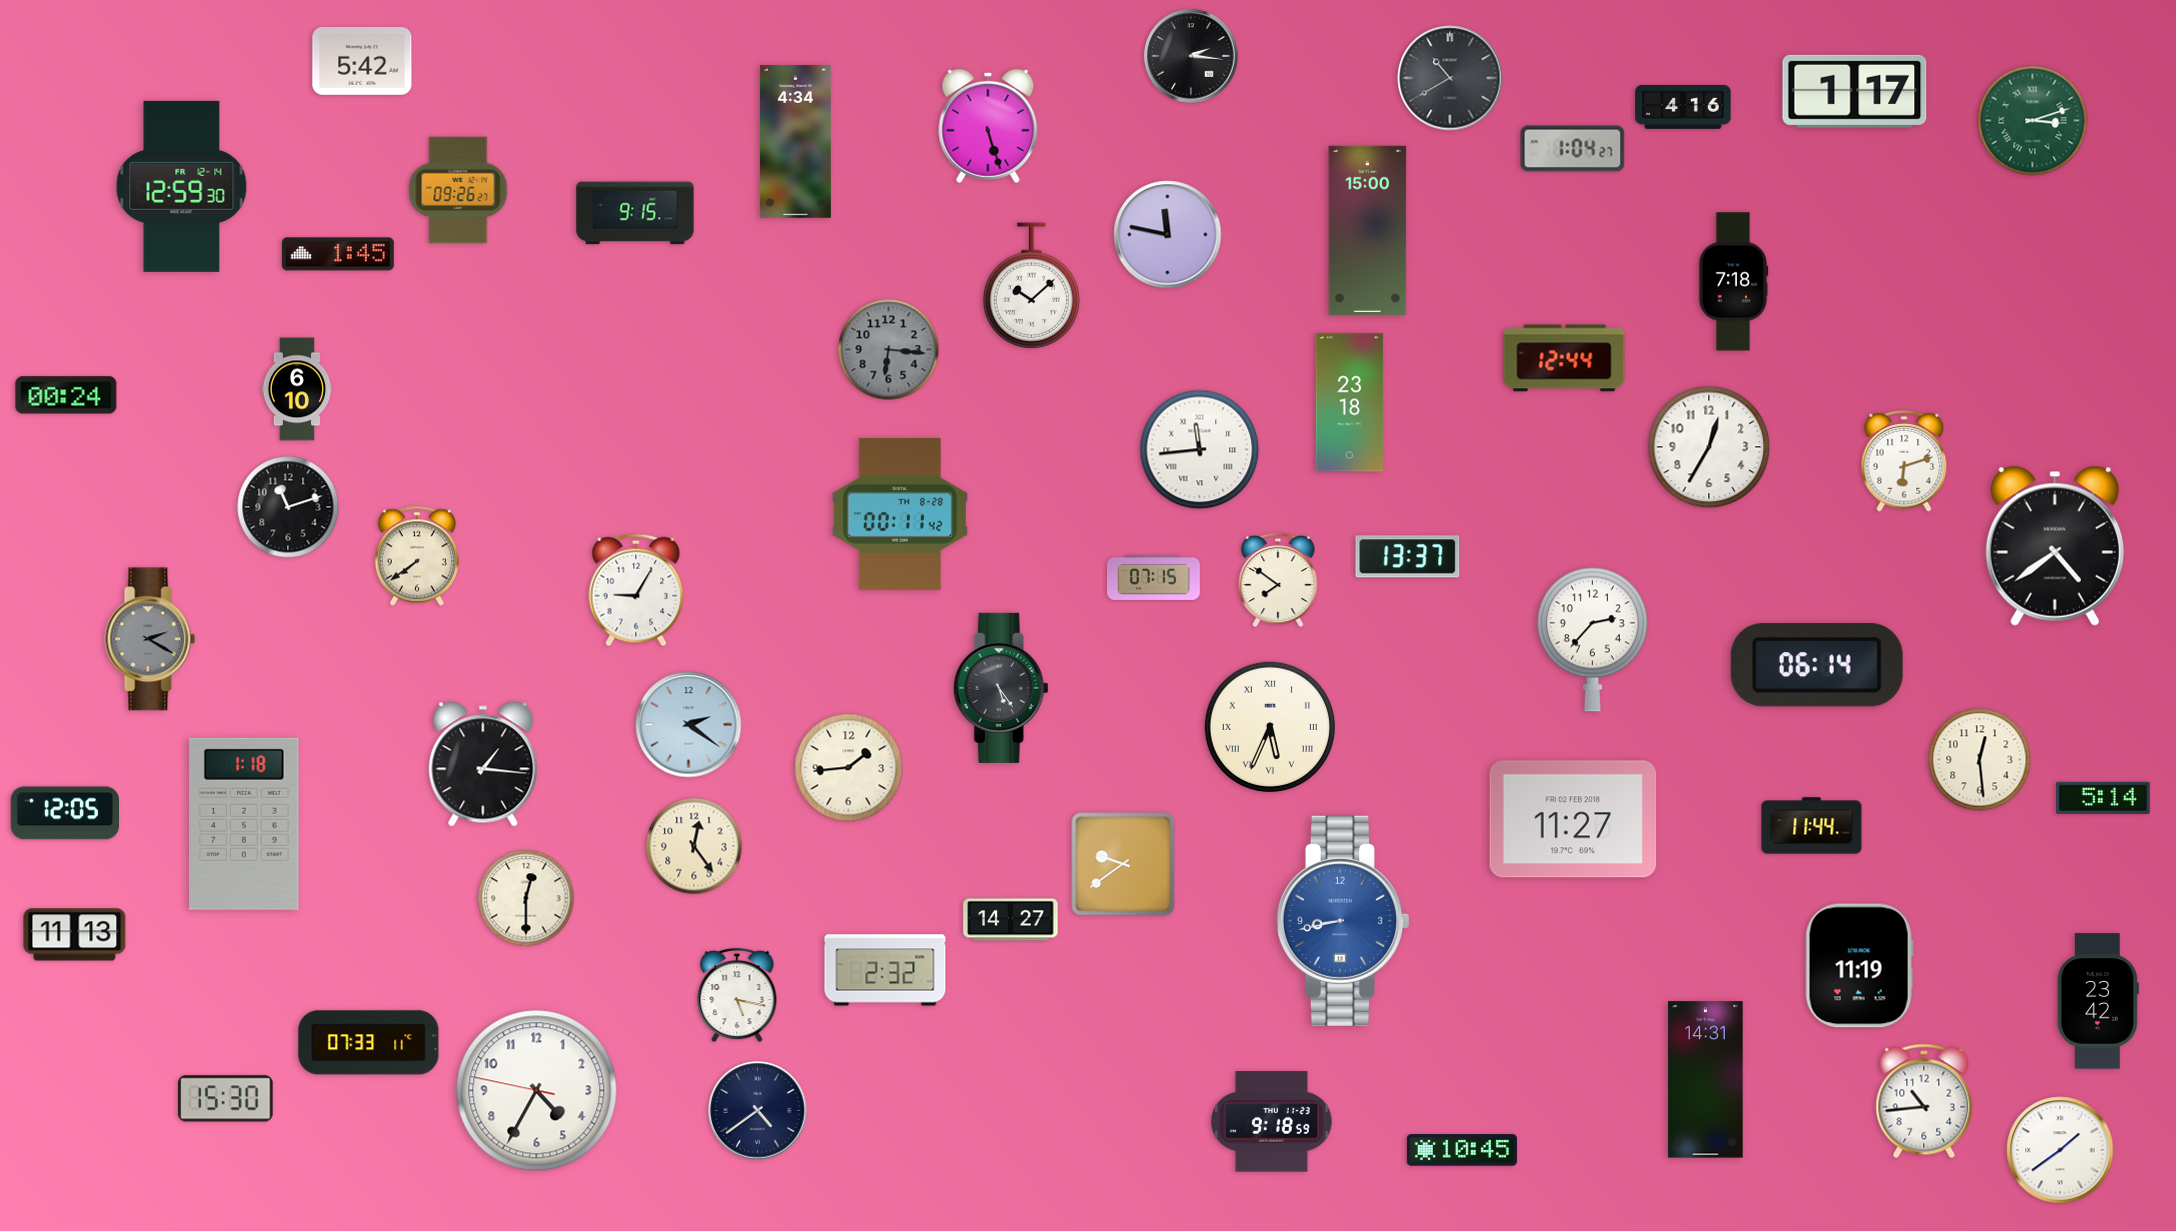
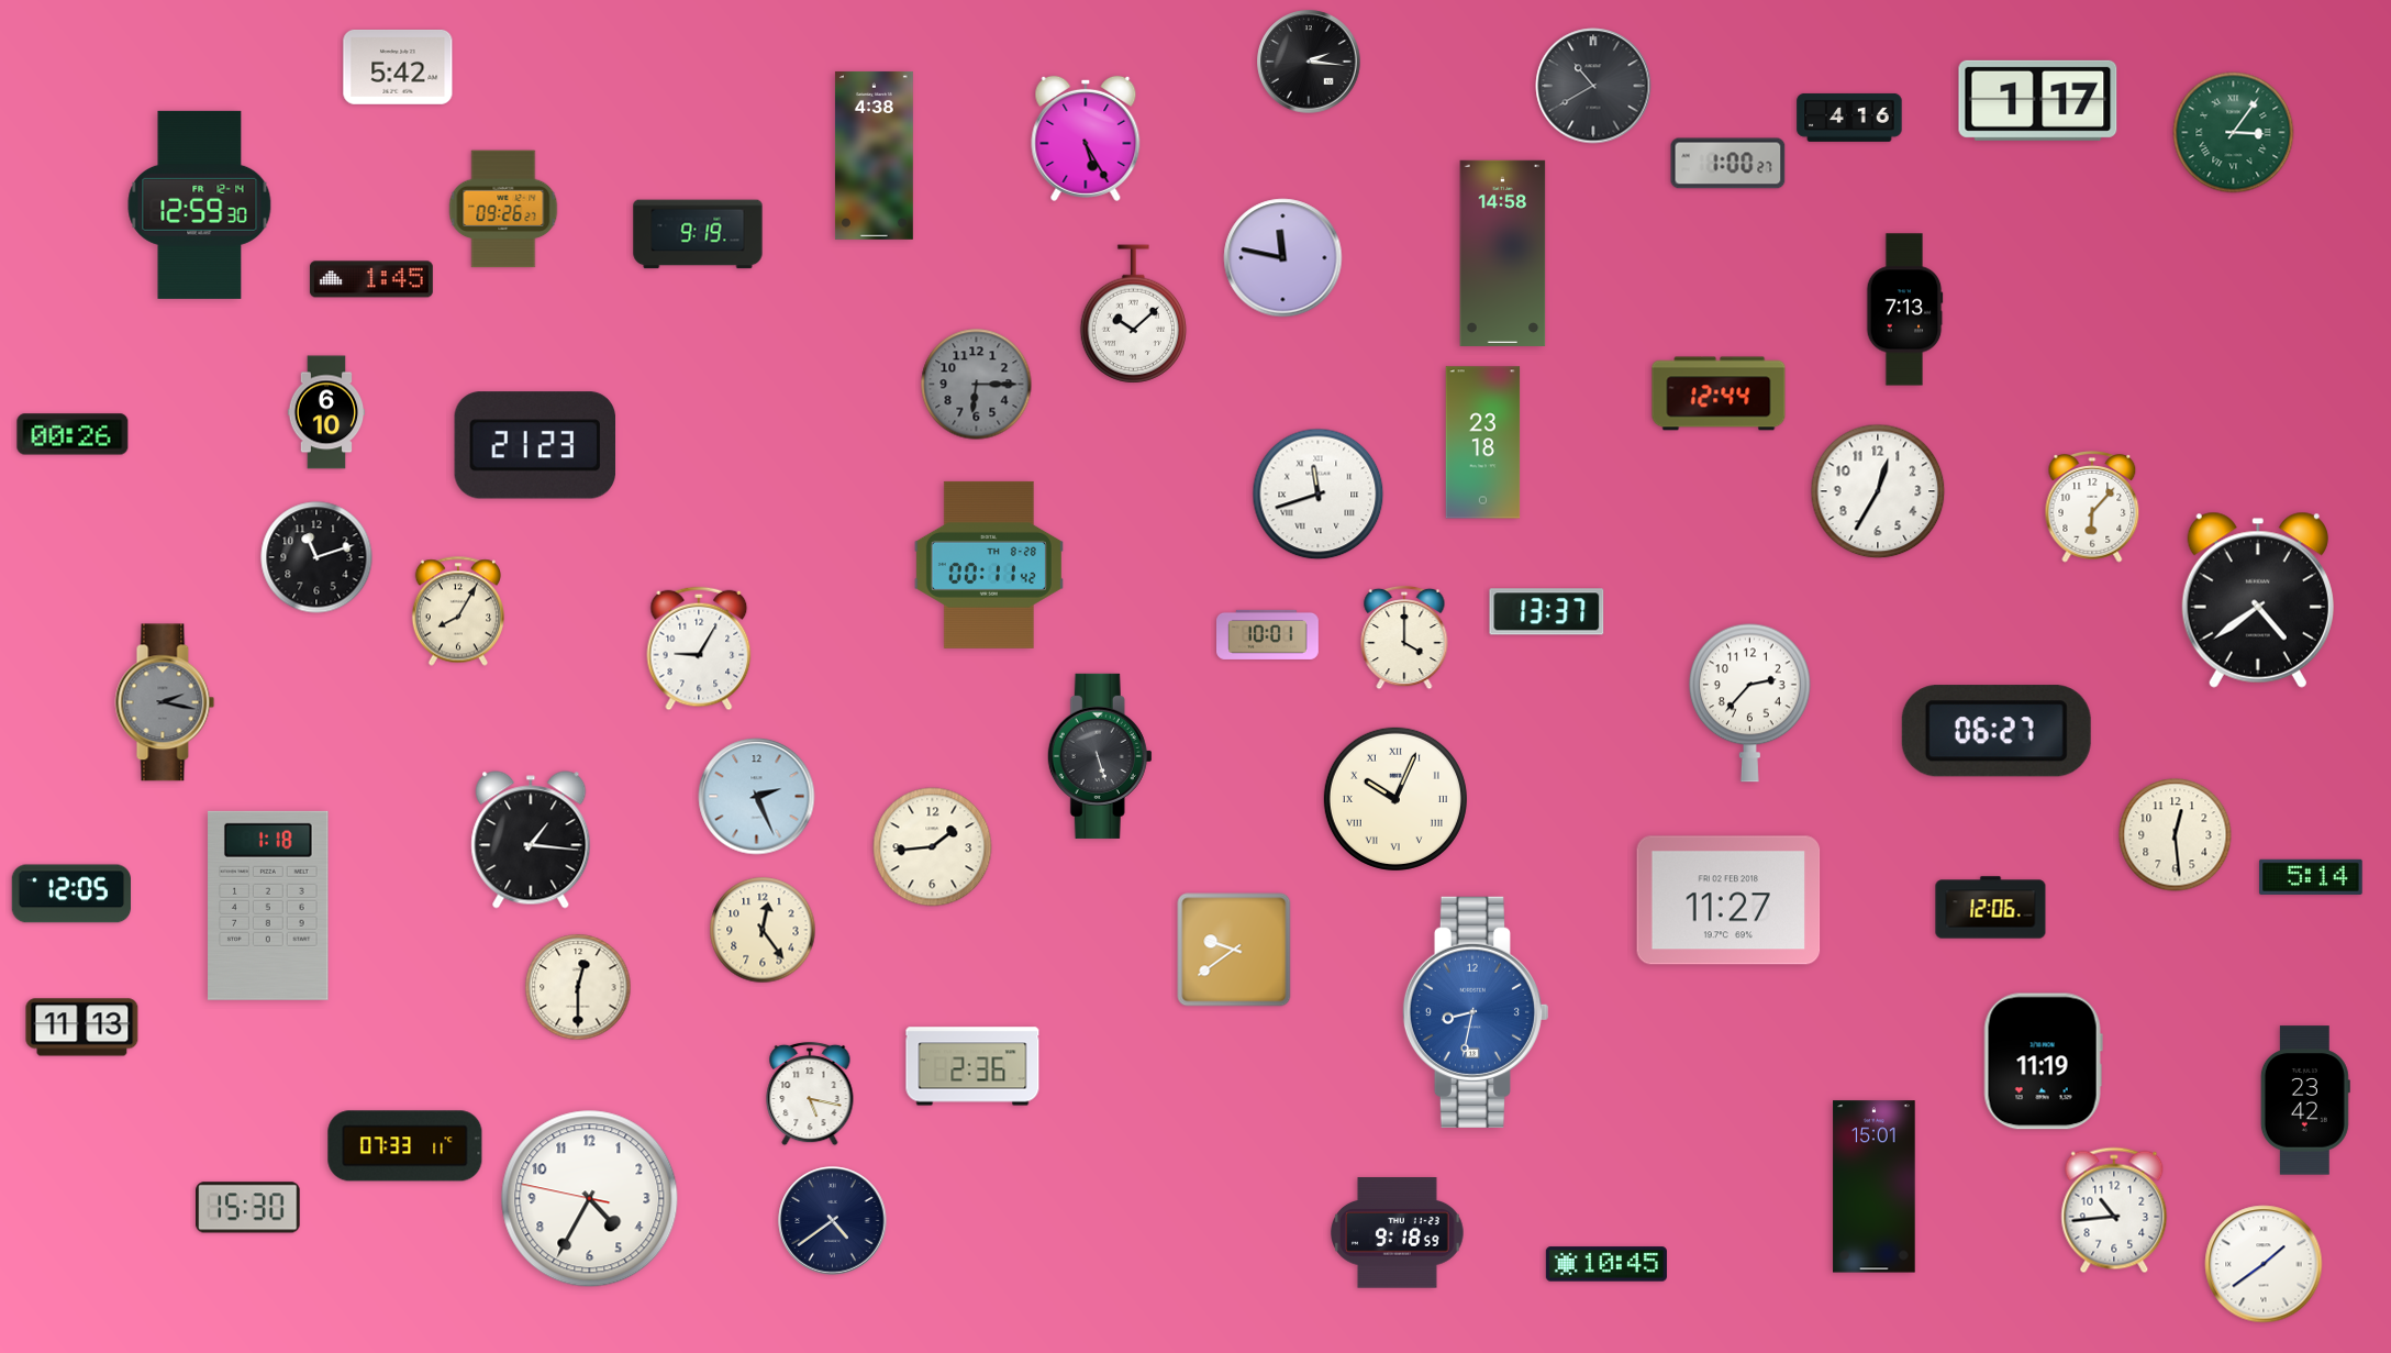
clock at (2033, 121): 3:12 -> 3:06
clock at (988, 126): 5:27 -> 5:25
clock at (795, 141): 4:34 -> 4:38
clock at (1573, 149): 1:04 -> 1:00
clock at (635, 213): 9:15 -> 9:19
clock at (1368, 230): 15:00 -> 14:58
clock at (1733, 282): 7:18 -> 7:13
clock at (889, 350): 6:16 -> 6:15
clock at (297, 389) position: (297, 389) -> (326, 412)
clock at (66, 395): 00:24 -> 00:26
clock at (534, 445): none -> 21:23
clock at (1200, 450): 11:44 -> 11:42
clock at (1904, 462): 6:12 -> 6:07
clock at (417, 556): 7:39 -> 8:05
clock at (1154, 577): 07:15 -> 10:01
clock at (1278, 580): 7:51 -> 4:00
clock at (150, 639): 2:20 -> 2:17
clock at (1817, 665): 06:14 -> 06:27
clock at (1001, 688): 5:24 -> 5:27
clock at (689, 725): 2:21 -> 2:26
clock at (1270, 727): 5:34 -> 10:04
clock at (849, 768) position: (849, 768) -> (933, 847)
clock at (1812, 826): 11:44 -> 12:06
clock at (1011, 920): 14:27 -> none
clock at (1342, 921): 8:43 -> 8:32
clock at (885, 970): 2:32 -> 2:36
clock at (1706, 1080): 14:31 -> 15:01
